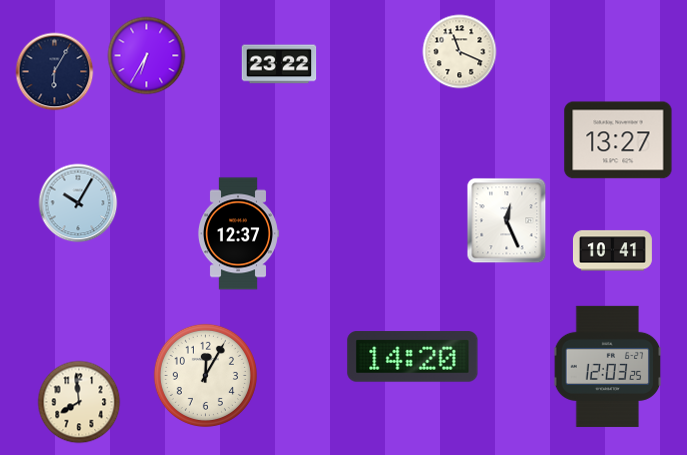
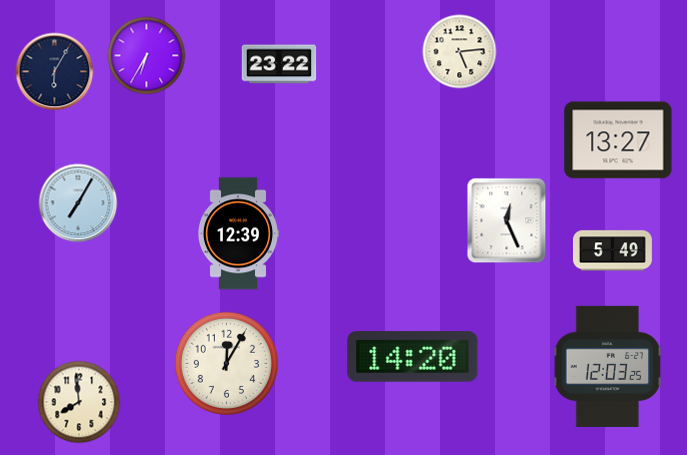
clock at (460, 52): 11:19 -> 5:14
clock at (78, 203): 10:05 -> 7:05
clock at (238, 234): 12:37 -> 12:39
clock at (612, 251): 10:41 -> 5:49
clock at (205, 375) position: (205, 375) -> (226, 363)
